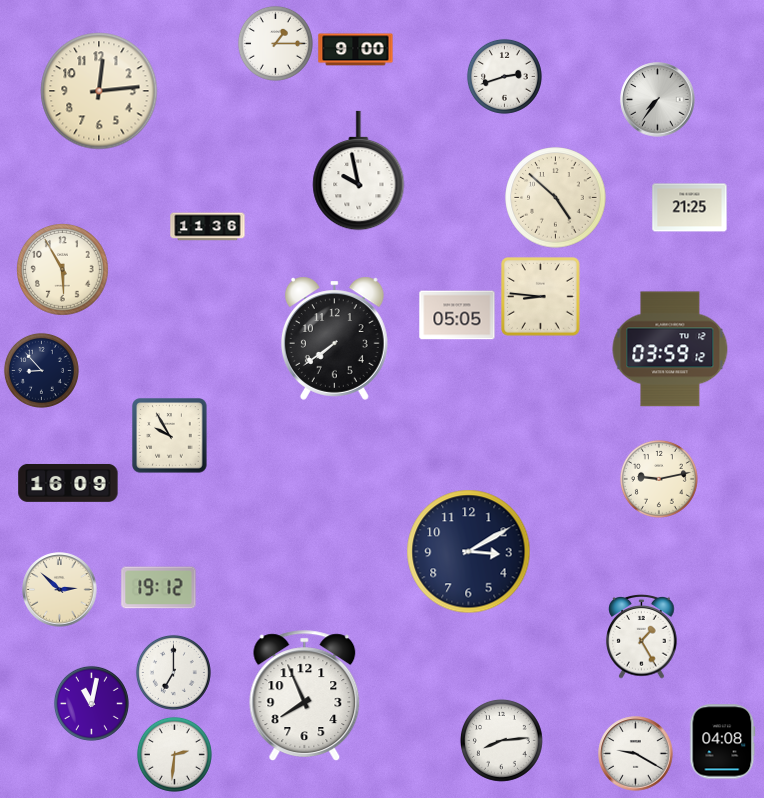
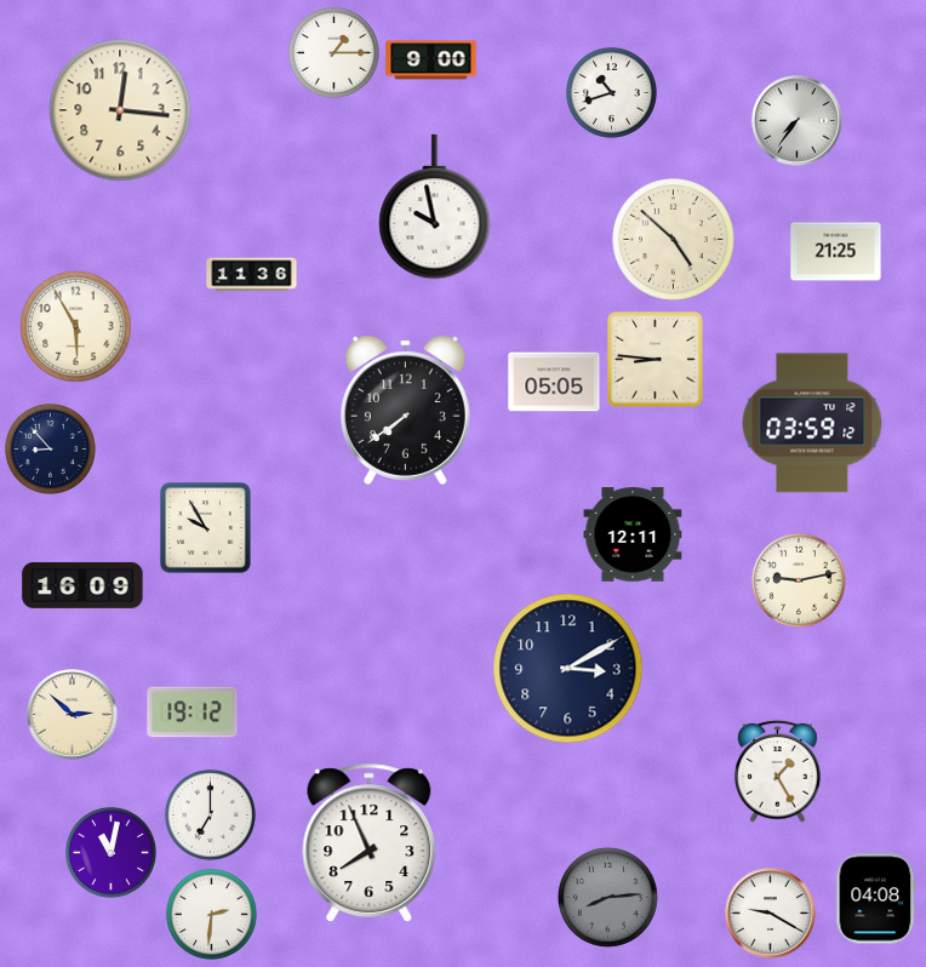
clock at (504, 76): 2:42 -> 10:42
clock at (99, 91): 12:14 -> 12:16
clock at (633, 534): none -> 12:11
clock at (501, 740) dial: white -> grey
